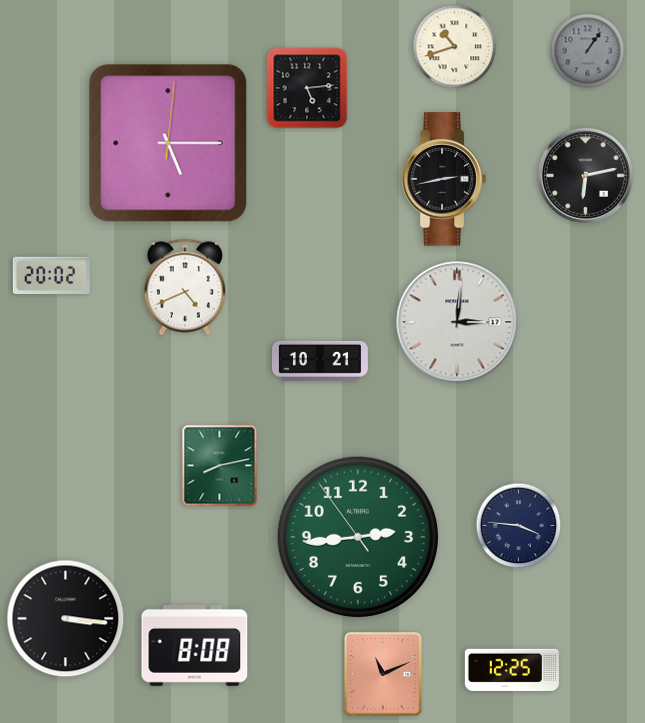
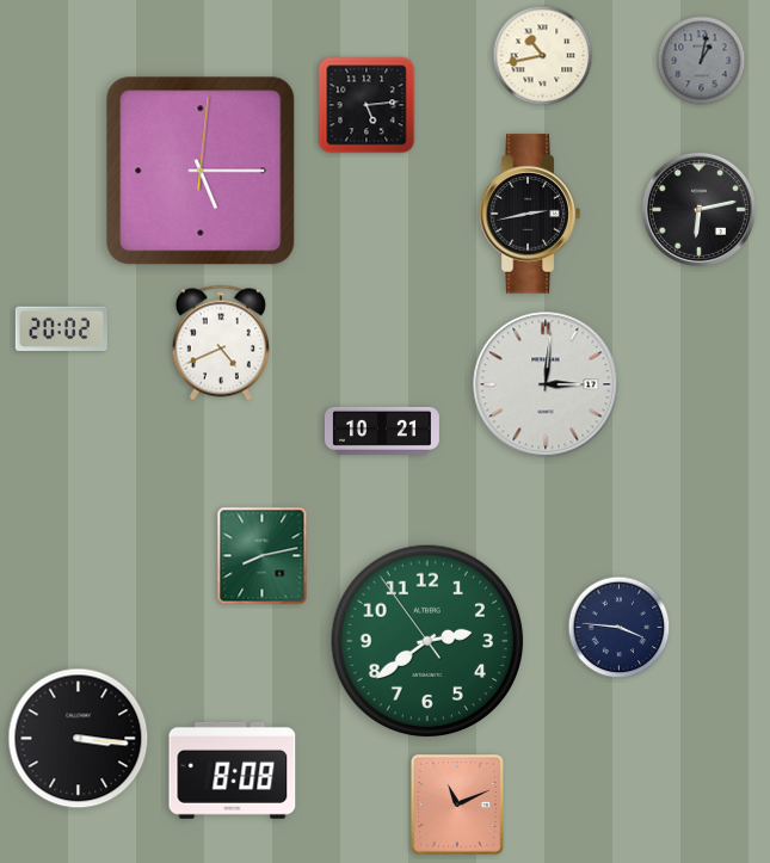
clock at (455, 47): 10:42 -> 10:43
clock at (588, 51): 1:06 -> 1:02
clock at (358, 537): 2:43 -> 2:38
clock at (512, 670): 12:25 -> none
